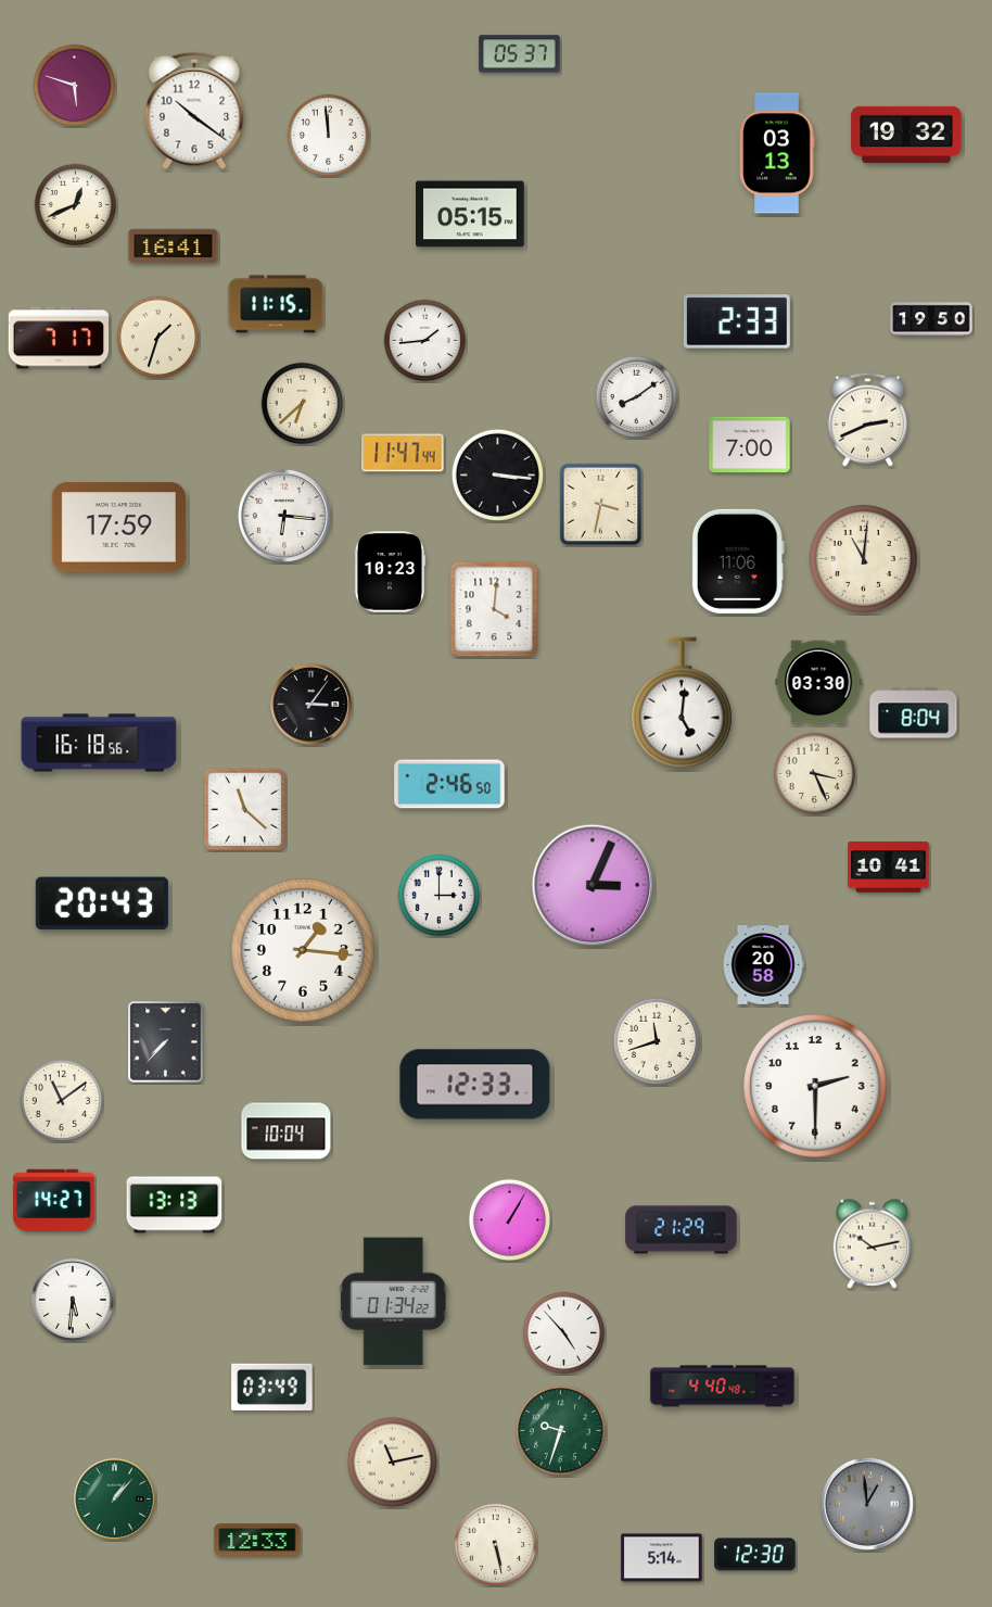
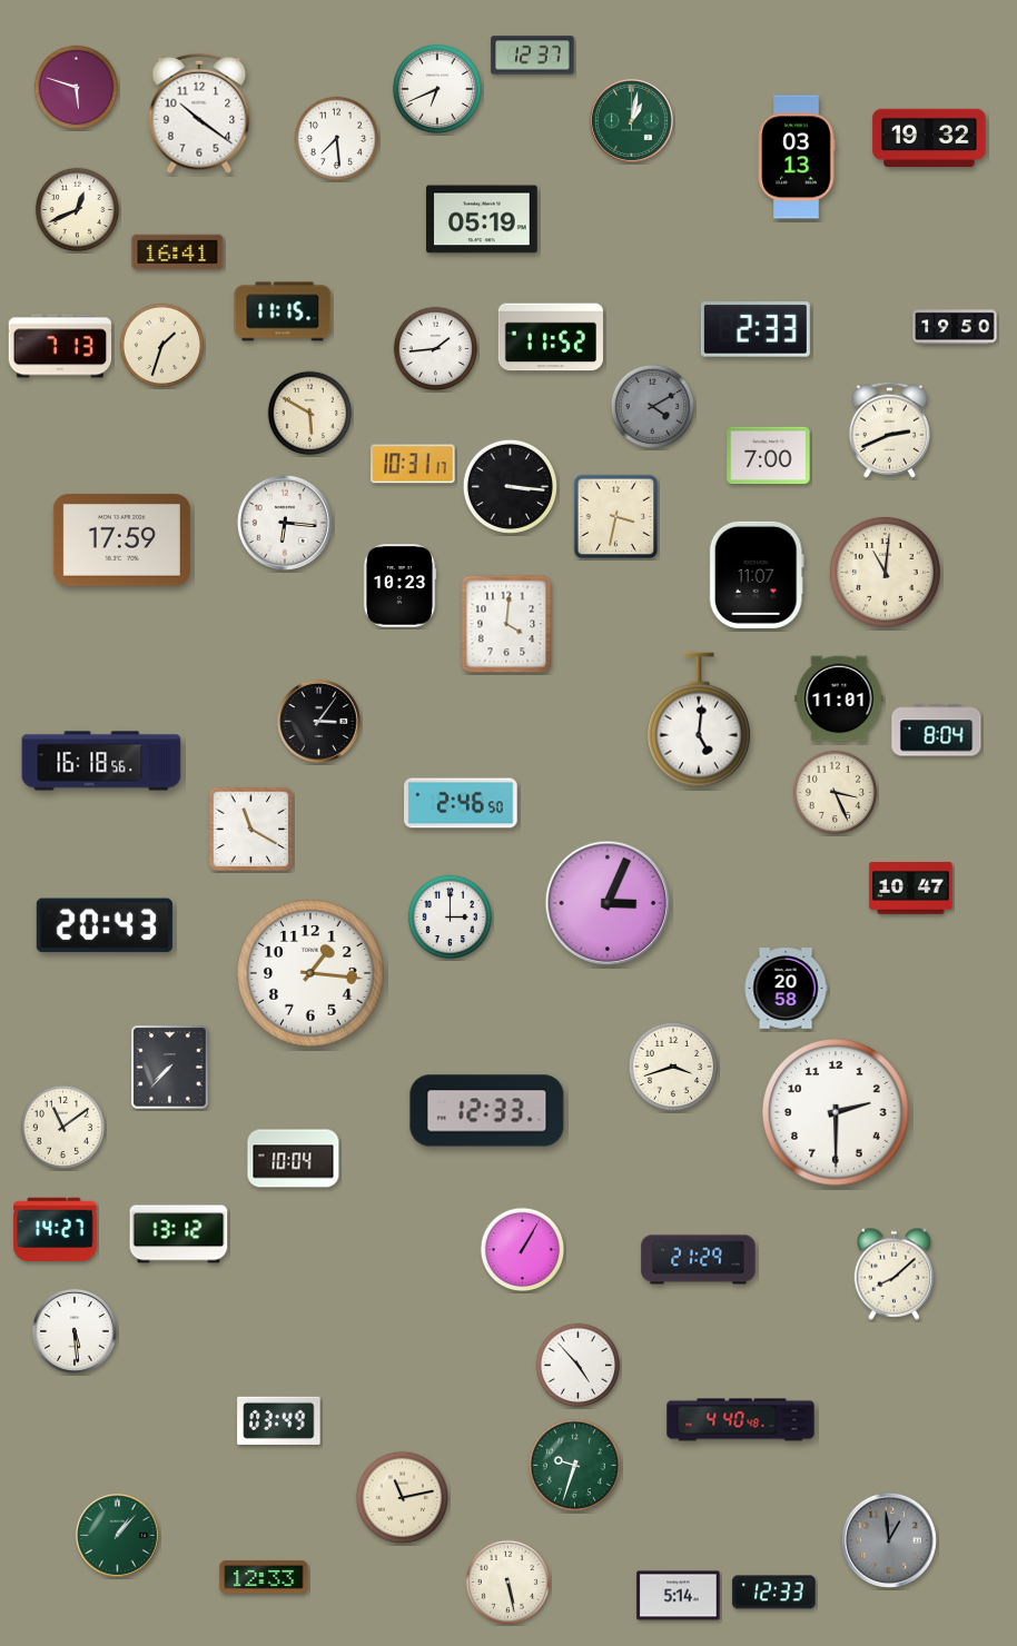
clock at (520, 54): 05:37 -> 12:37
clock at (436, 88): none -> 6:41
clock at (631, 120): none -> 1:02
clock at (329, 136): 11:59 -> 7:29
clock at (471, 214): 05:15 -> 05:19
clock at (551, 337): none -> 11:52
clock at (59, 338): 7:17 -> 7:13
clock at (637, 397): 8:09 -> 4:10
clock at (637, 397) dial: white -> grey
clock at (303, 404): 6:38 -> 5:50
clock at (403, 453): 11:47 -> 10:31
clock at (284, 516) position: (284, 516) -> (285, 523)
clock at (738, 561): 11:06 -> 11:07
clock at (818, 682): 03:30 -> 11:01
clock at (245, 810): 11:22 -> 11:20
clock at (889, 868): 10:41 -> 10:47
clock at (593, 885) position: (593, 885) -> (608, 903)
clock at (763, 965) position: (763, 965) -> (786, 989)
clock at (656, 1040): 11:42 -> 3:42
clock at (175, 1205): 13:13 -> 13:12
clock at (873, 1243): 10:13 -> 8:08
clock at (73, 1300): 5:31 -> 5:29
clock at (393, 1302): 01:34 -> none
clock at (755, 1555): 12:30 -> 12:33
